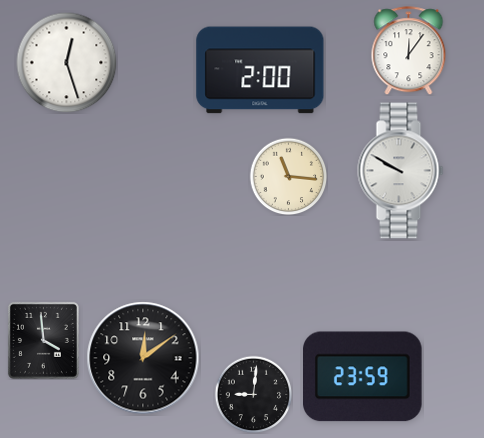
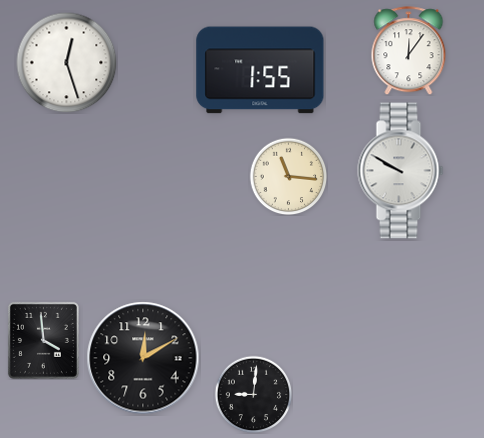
clock at (260, 70): 2:00 -> 1:55
clock at (143, 358): 12:09 -> 12:10
clock at (363, 377): 23:59 -> none
